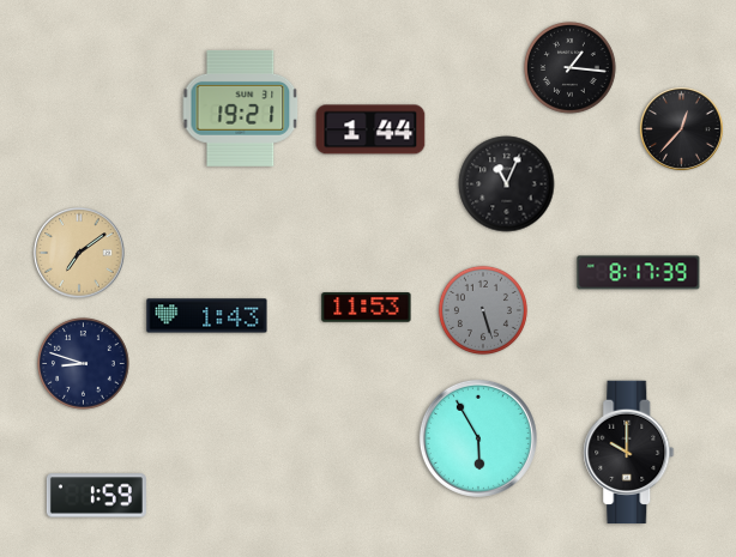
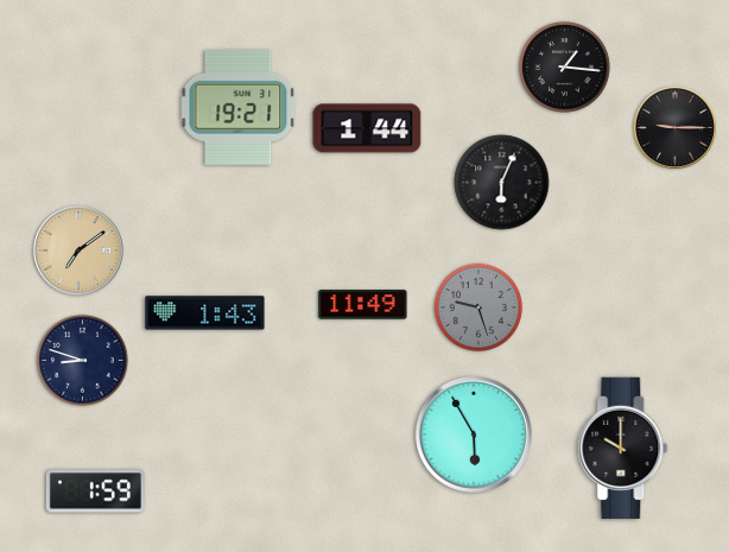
clock at (681, 128): 12:37 -> 9:15
clock at (507, 184): 11:04 -> 6:04
clock at (639, 273): 8:17 -> none
clock at (367, 308): 11:53 -> 11:49
clock at (483, 310): 5:27 -> 9:27
